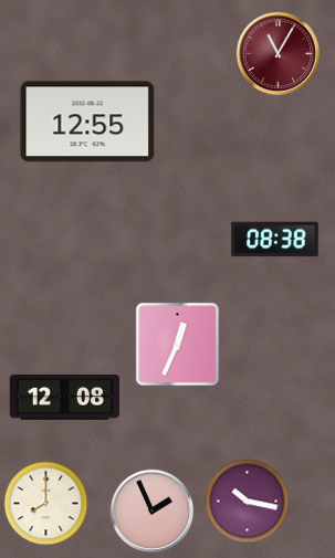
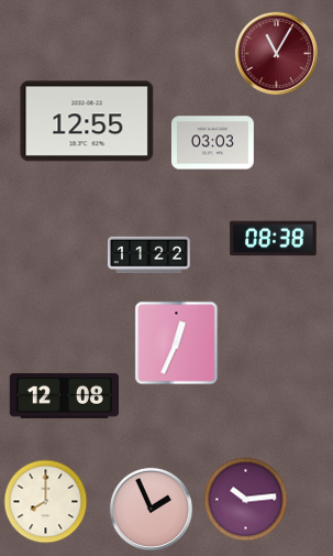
clock at (213, 143): none -> 03:03
clock at (148, 255): none -> 11:22
clock at (248, 502): 10:17 -> 10:14
